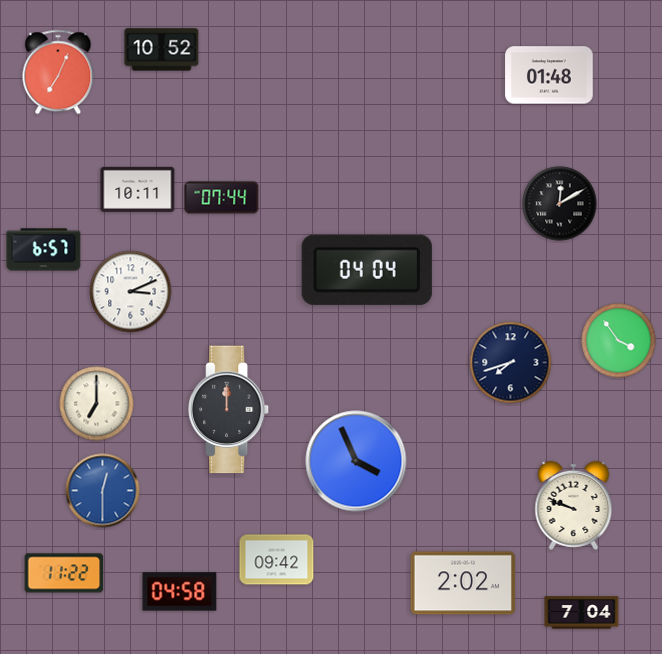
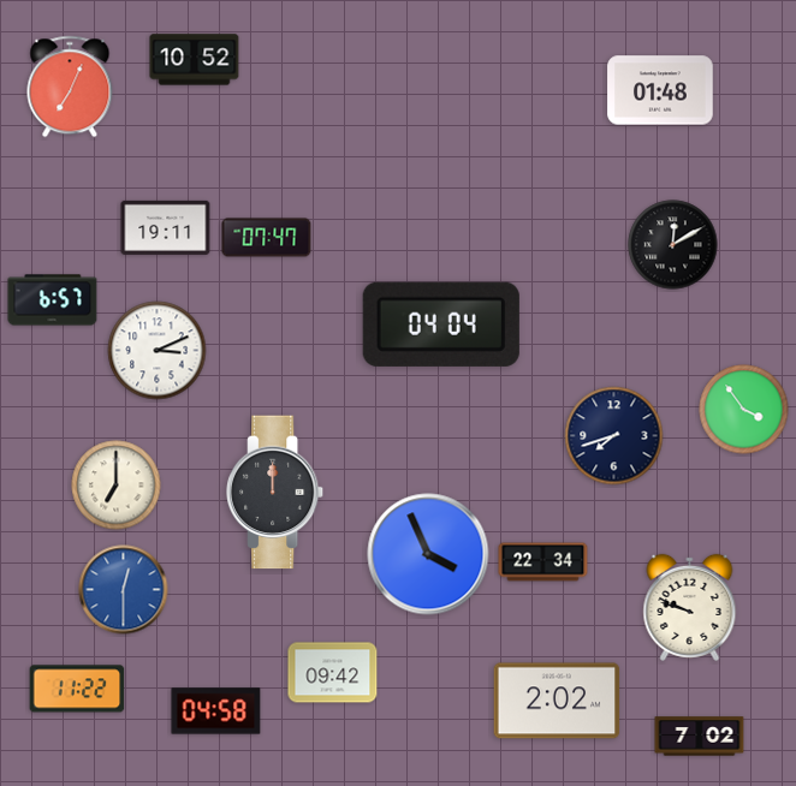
clock at (138, 189): 10:11 -> 19:11
clock at (222, 198): 07:44 -> 07:47
clock at (543, 562): none -> 22:34
clock at (582, 613): 7:04 -> 7:02
